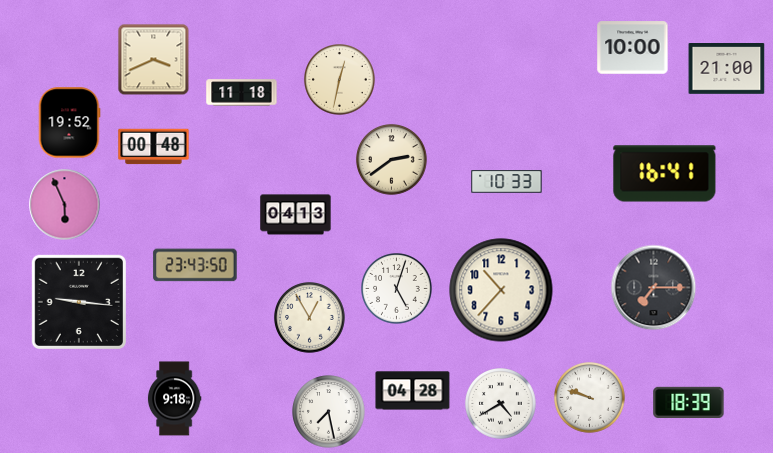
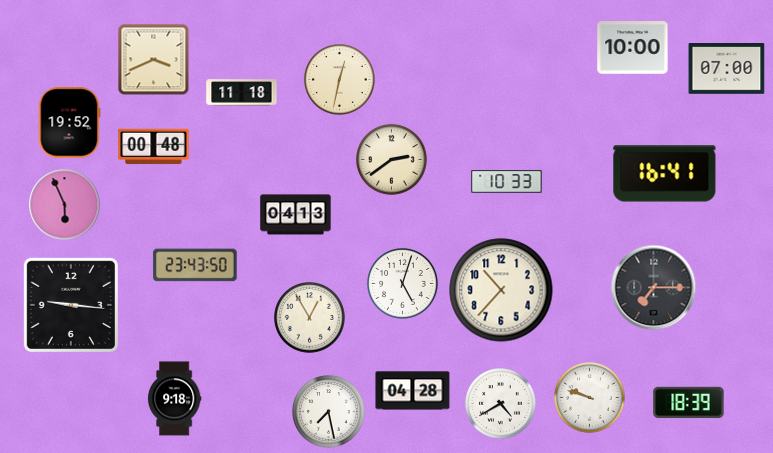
clock at (727, 69): 21:00 -> 07:00
clock at (397, 289) position: (397, 289) -> (403, 284)
clock at (79, 302) position: (79, 302) -> (71, 305)
